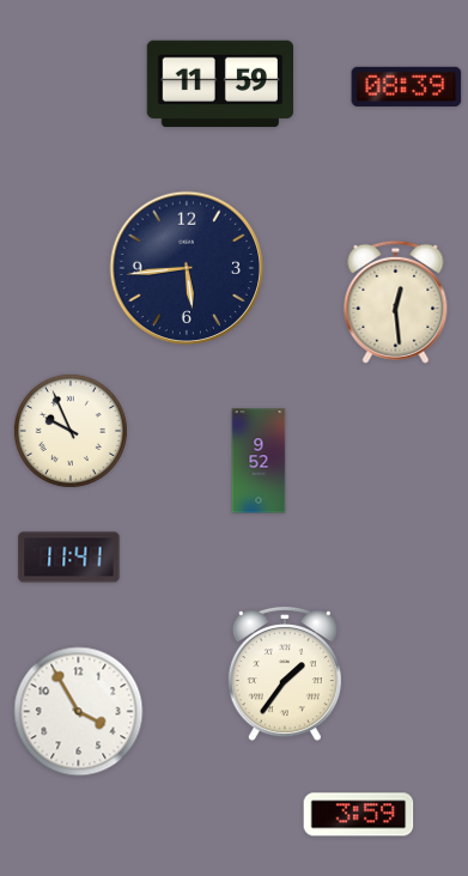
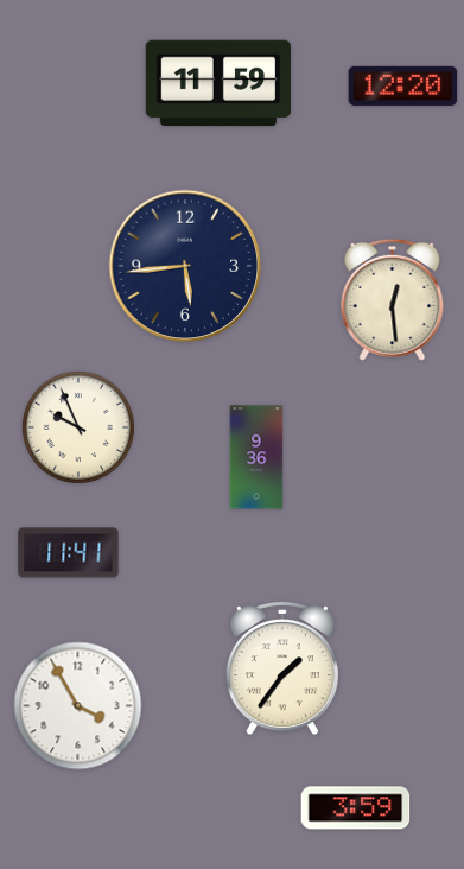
clock at (407, 86): 08:39 -> 12:20
clock at (71, 431) position: (71, 431) -> (78, 427)
clock at (259, 461): 9:52 -> 9:36
